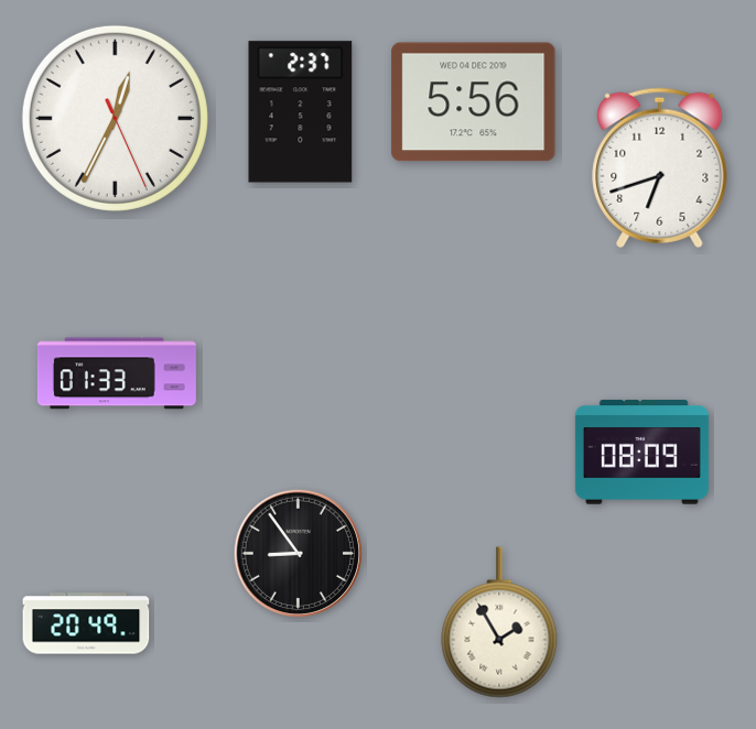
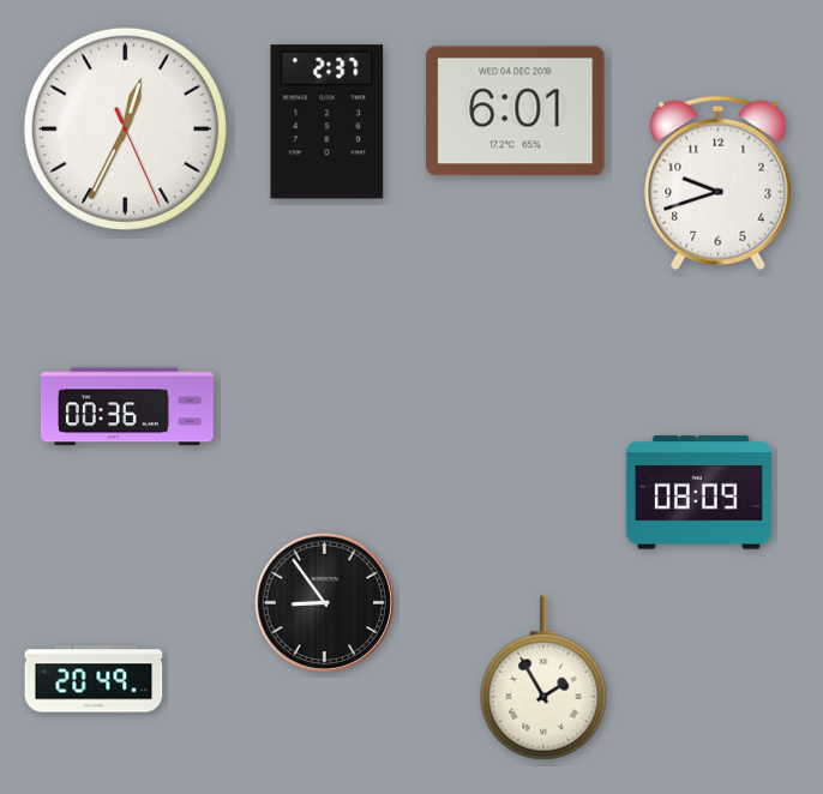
clock at (474, 102): 5:56 -> 6:01
clock at (660, 167): 6:42 -> 9:42
clock at (117, 373): 01:33 -> 00:36
